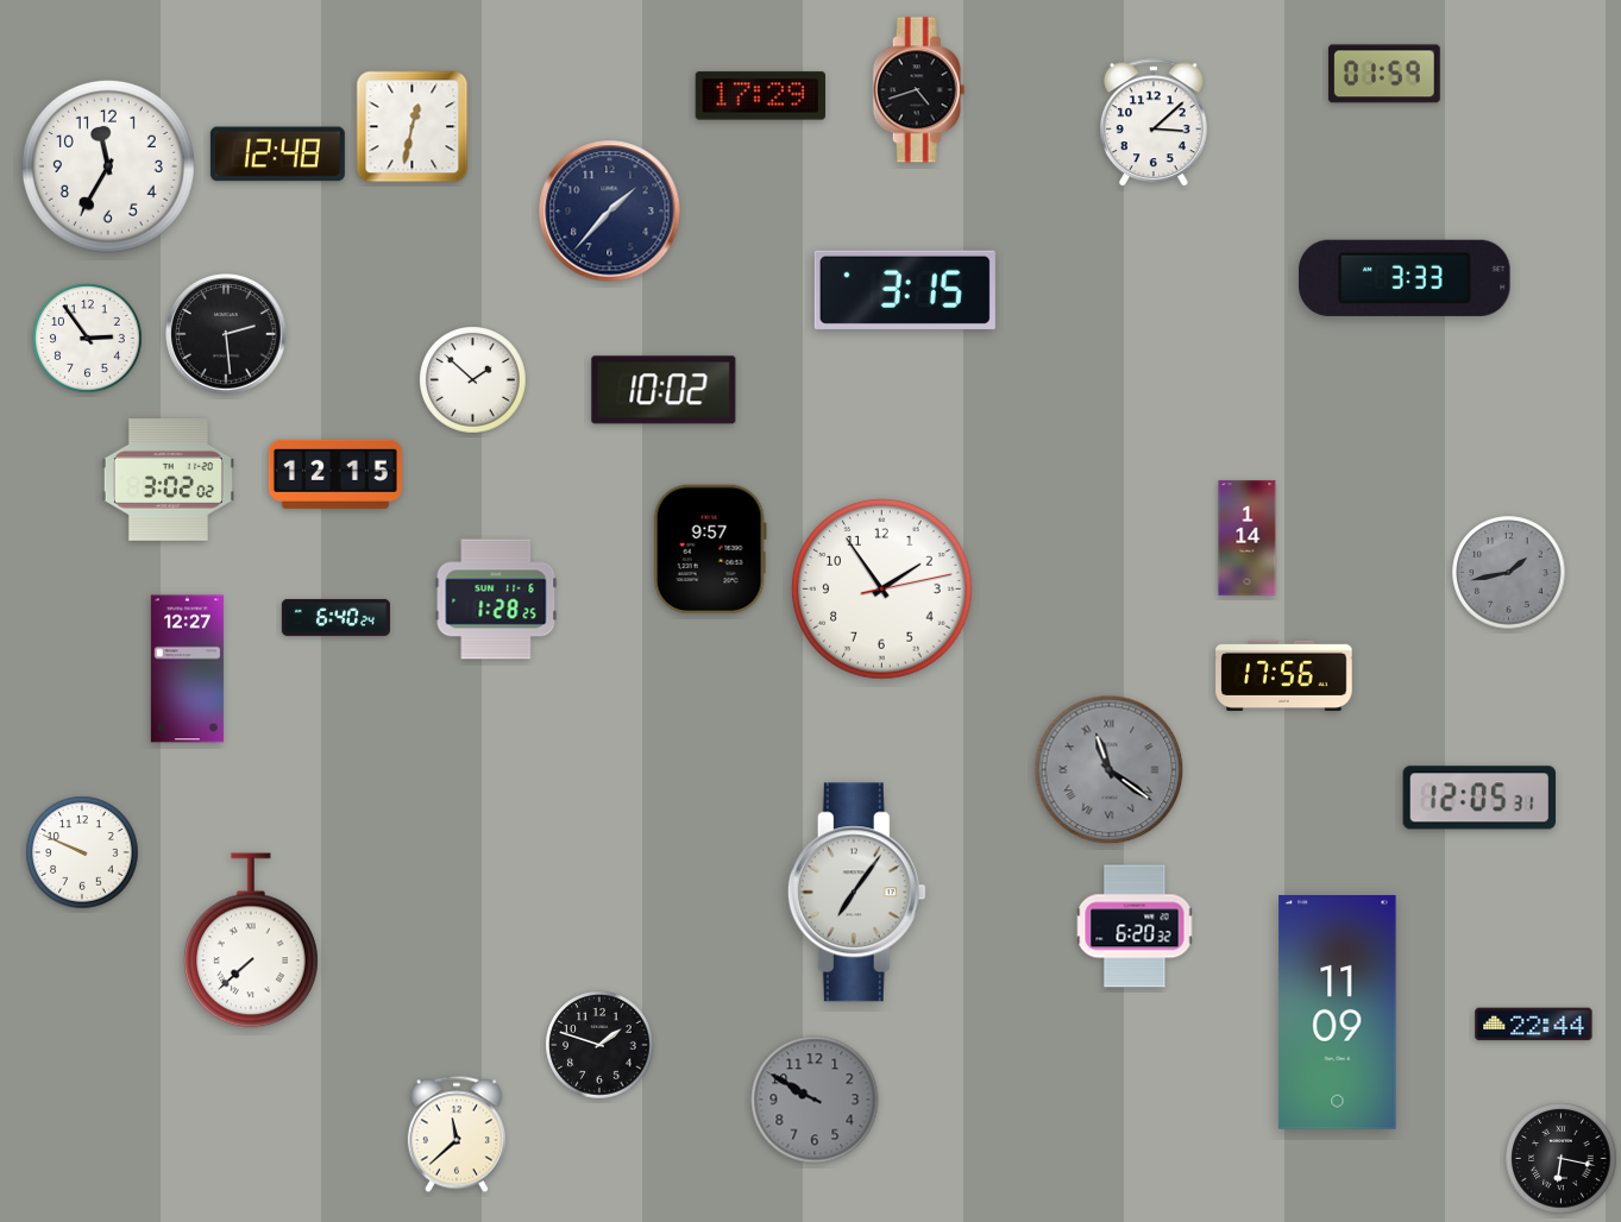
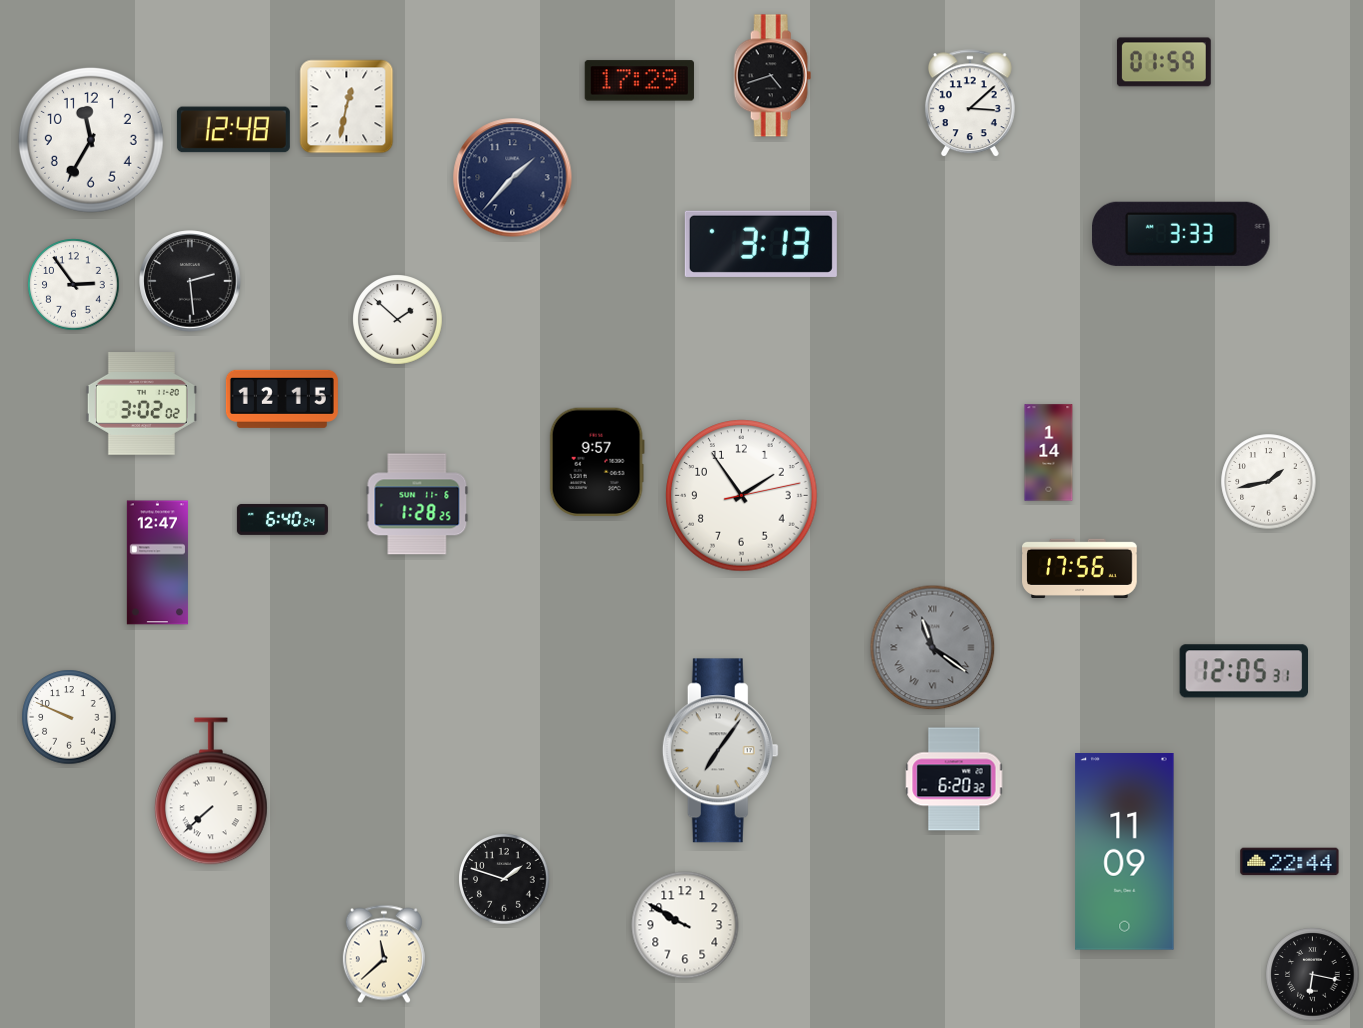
clock at (905, 290): 3:15 -> 3:13
clock at (664, 390): 10:02 -> none
clock at (1509, 573) dial: grey -> white
clock at (187, 669): 12:27 -> 12:47
clock at (815, 1100) dial: grey -> white
